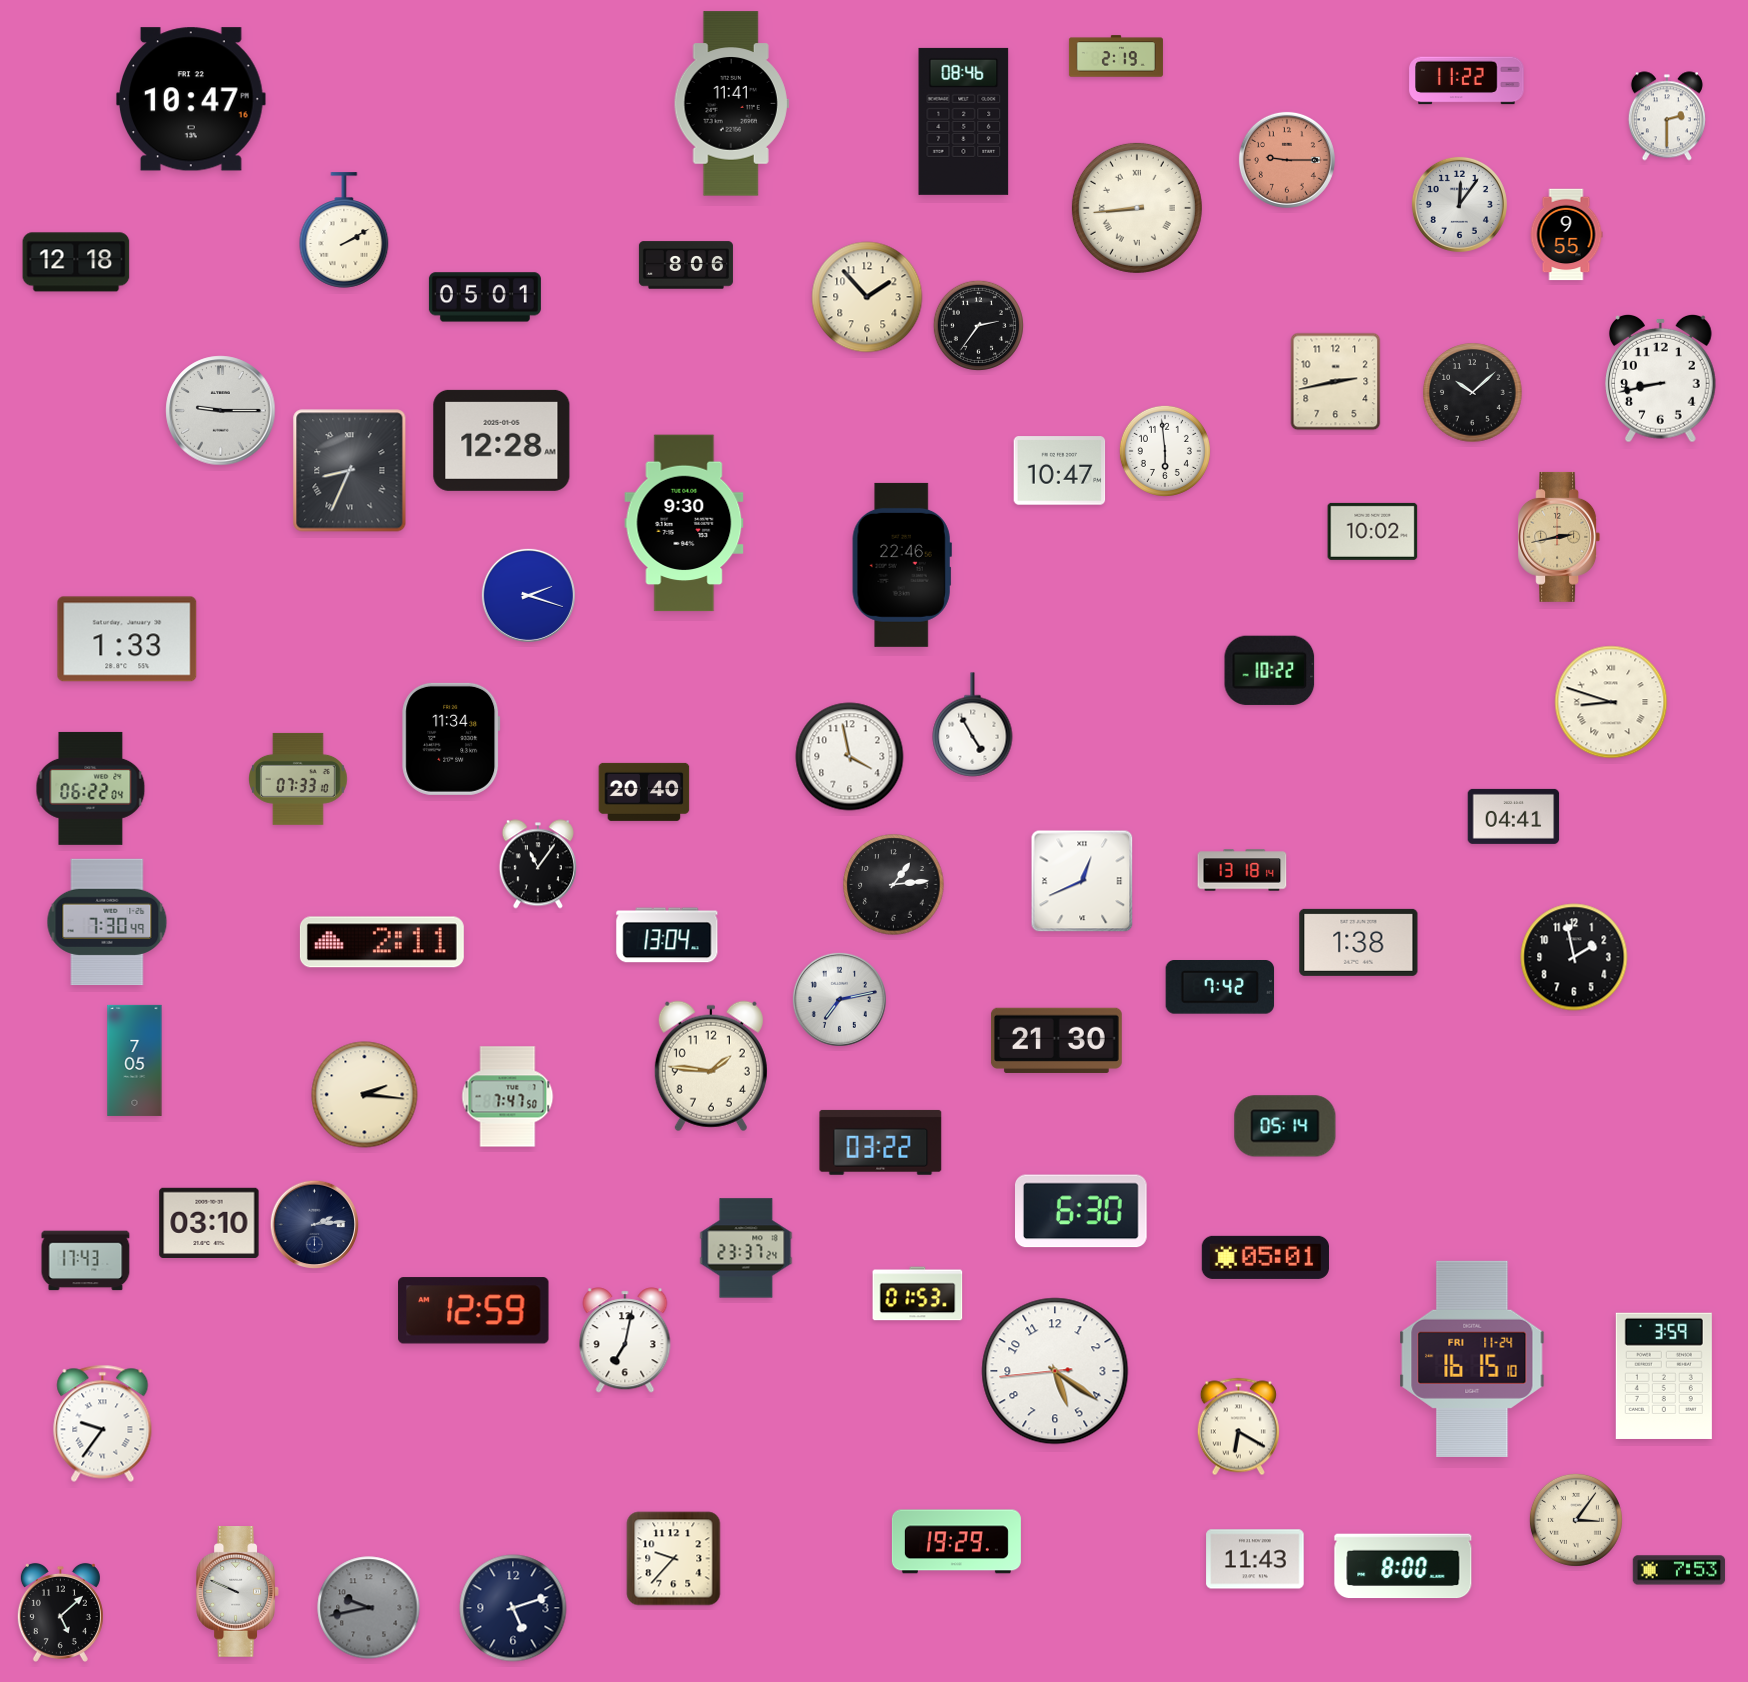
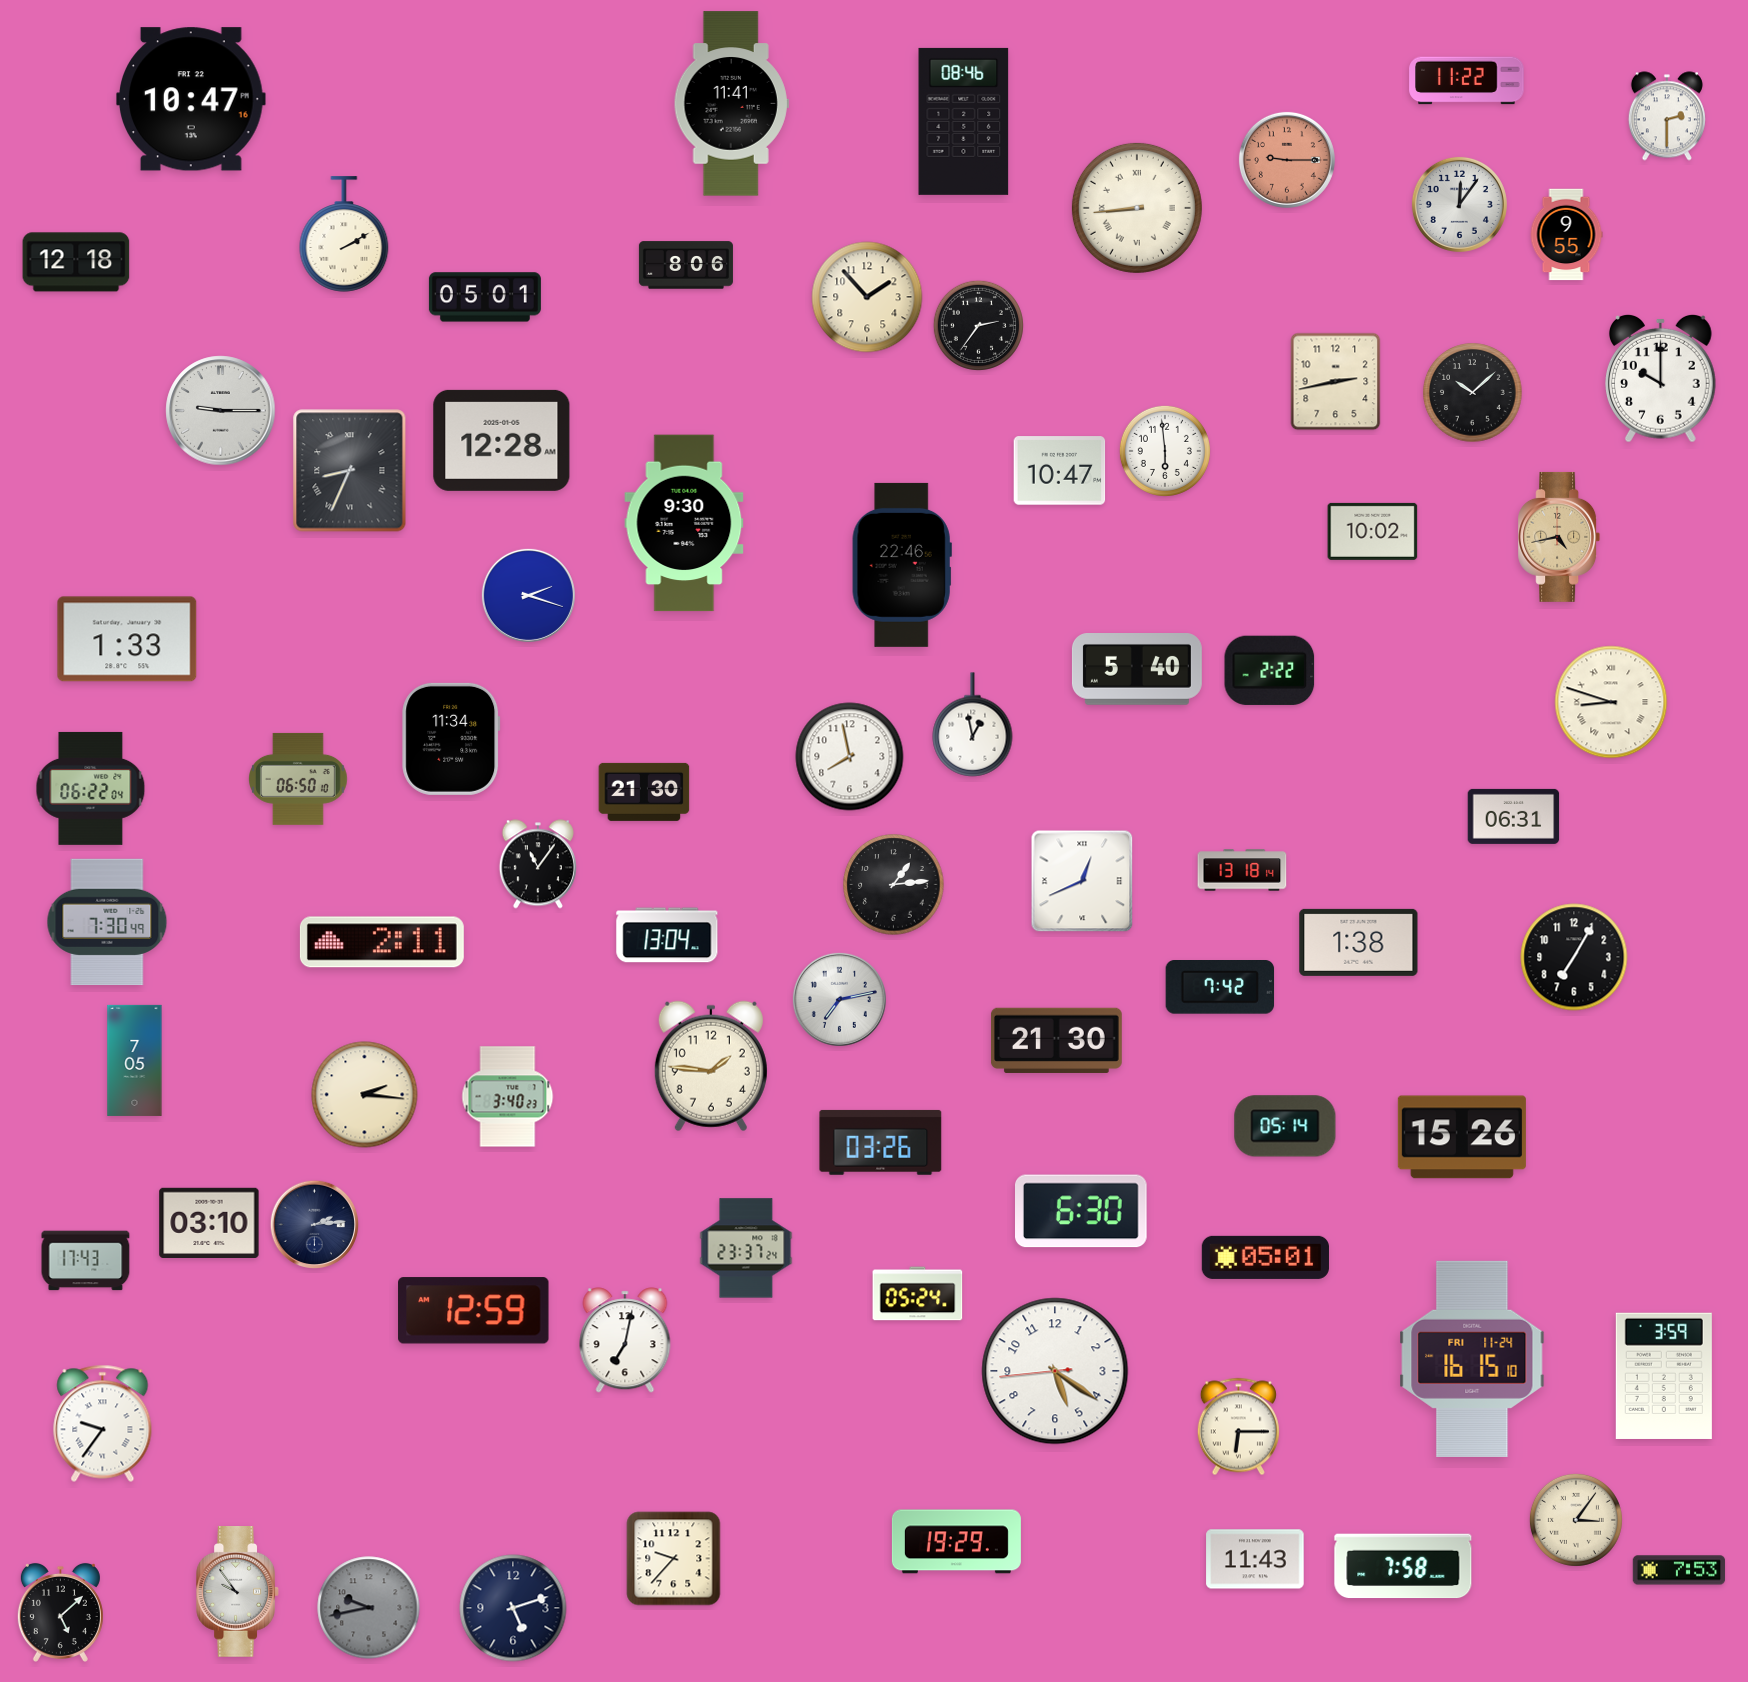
clock at (1116, 56): 2:19 -> none
clock at (344, 230) position: (344, 230) -> (344, 234)
clock at (1661, 378): 8:43 -> 10:00
clock at (1559, 537): 2:43 -> 4:43
clock at (1137, 670): none -> 5:40
clock at (1270, 670): 10:22 -> 2:22
clock at (973, 725): 4:55 -> 12:58
clock at (850, 757): 3:58 -> 7:58
clock at (299, 779): 07:33 -> 06:50
clock at (644, 792): 20:40 -> 21:30
clock at (1514, 816): 04:41 -> 06:31
clock at (1574, 957): 1:58 -> 7:05
clock at (508, 1097): 7:47 -> 3:40
clock at (1462, 1137): none -> 15:26
clock at (881, 1142): 03:22 -> 03:26
clock at (918, 1294): 01:53 -> 05:24
clock at (1238, 1427): 6:20 -> 6:15
clock at (1403, 1566): 8:00 -> 7:58
clock at (237, 1592): 9:49 -> 9:54
